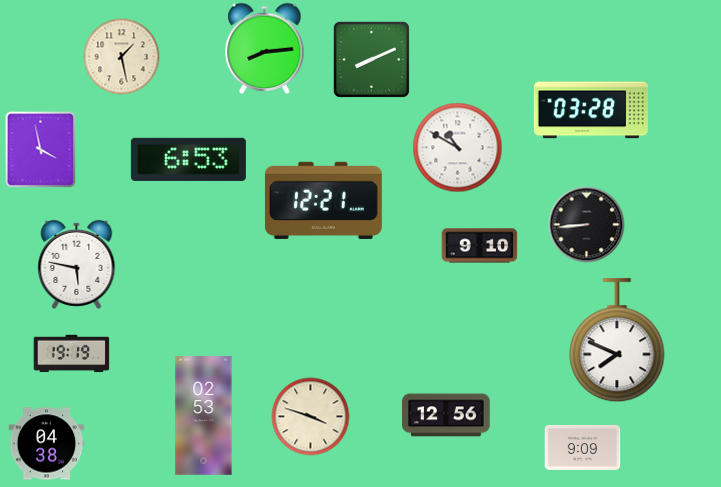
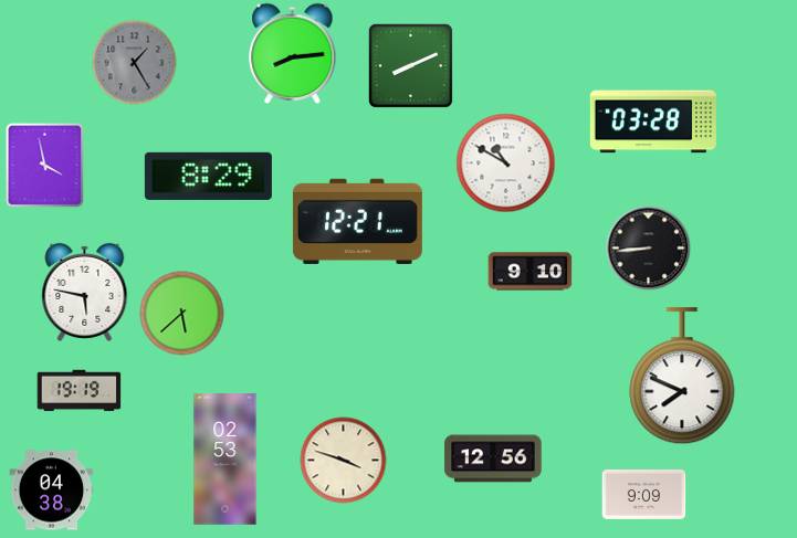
clock at (122, 57): 1:28 -> 1:25
clock at (122, 57) dial: cream -> grey
clock at (188, 159): 6:53 -> 8:29
clock at (182, 314): none -> 5:38
